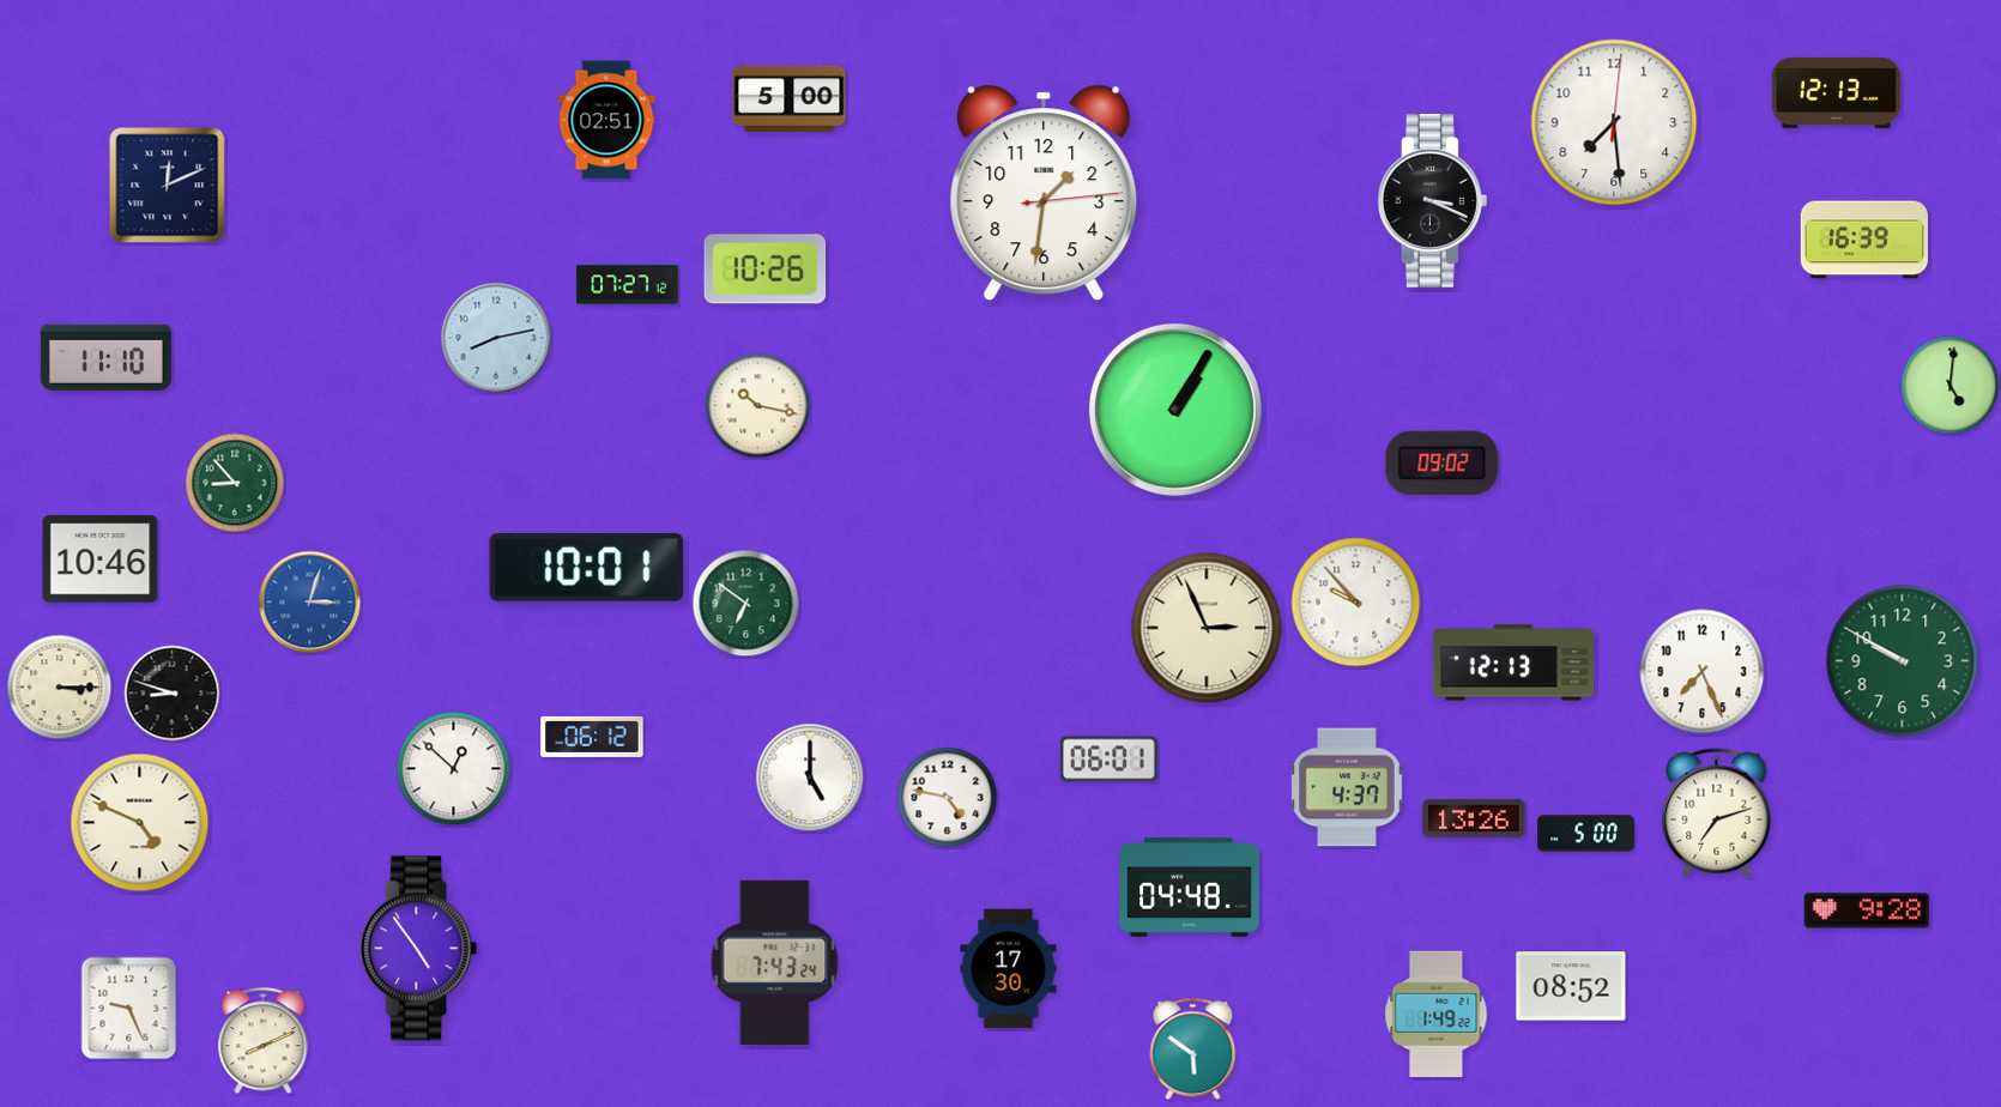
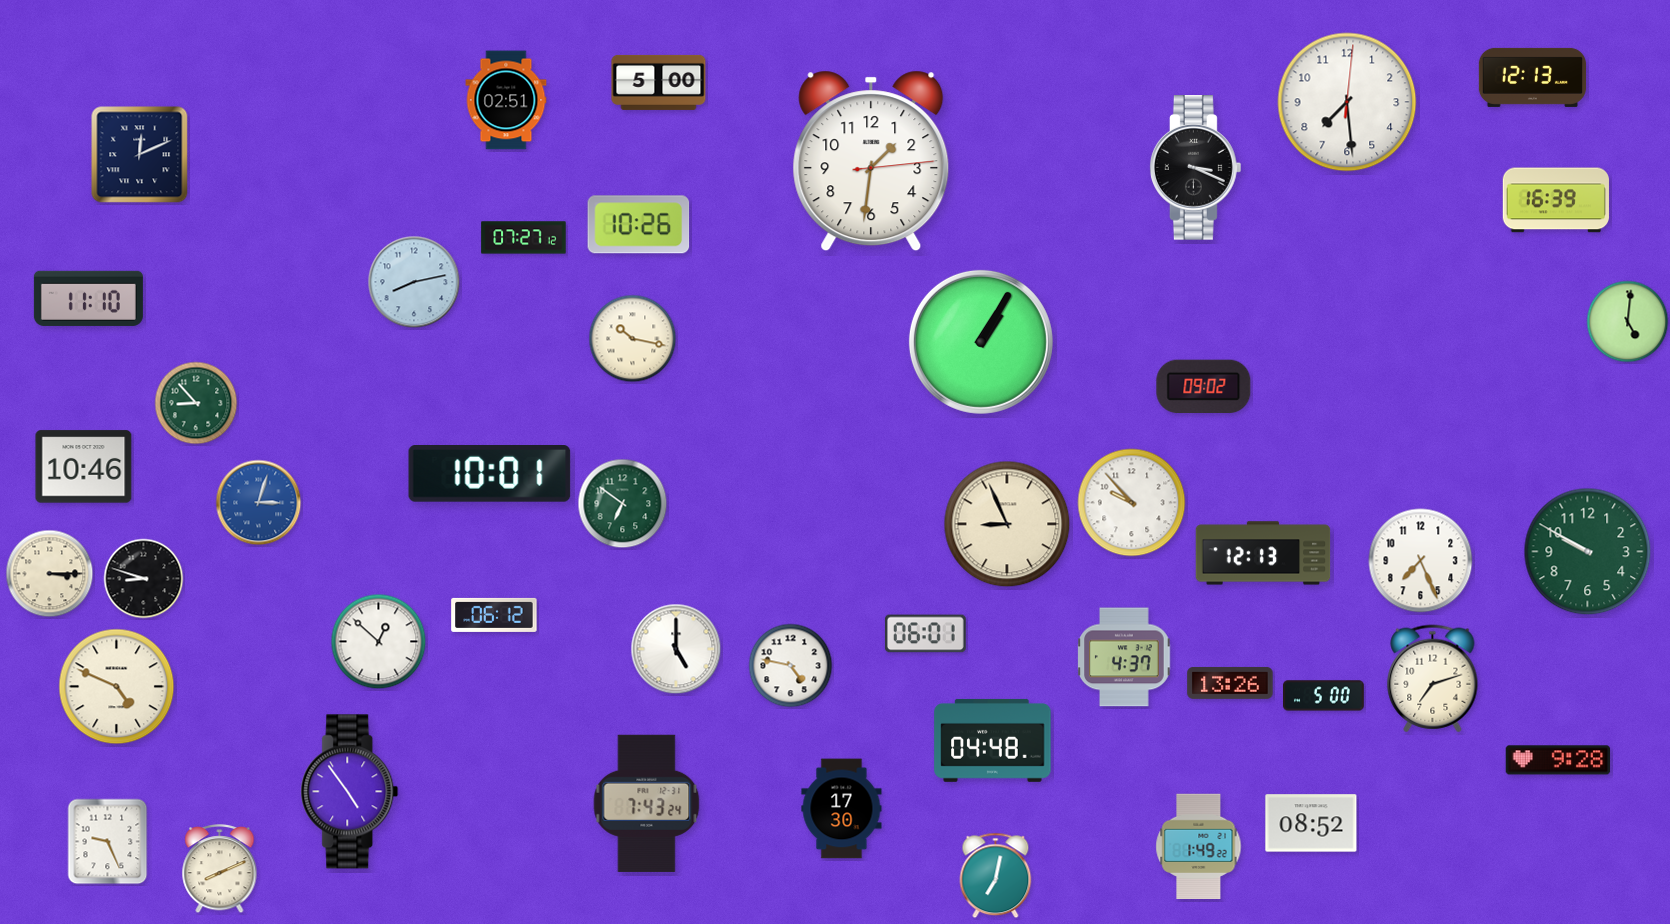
clock at (1207, 628): 2:56 -> 8:56
clock at (1193, 1049): 5:51 -> 7:02
